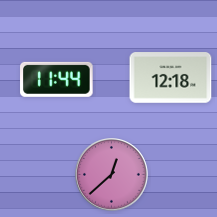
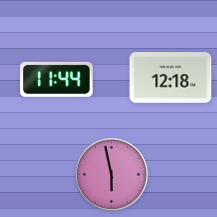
clock at (112, 175): 12:38 -> 5:58
